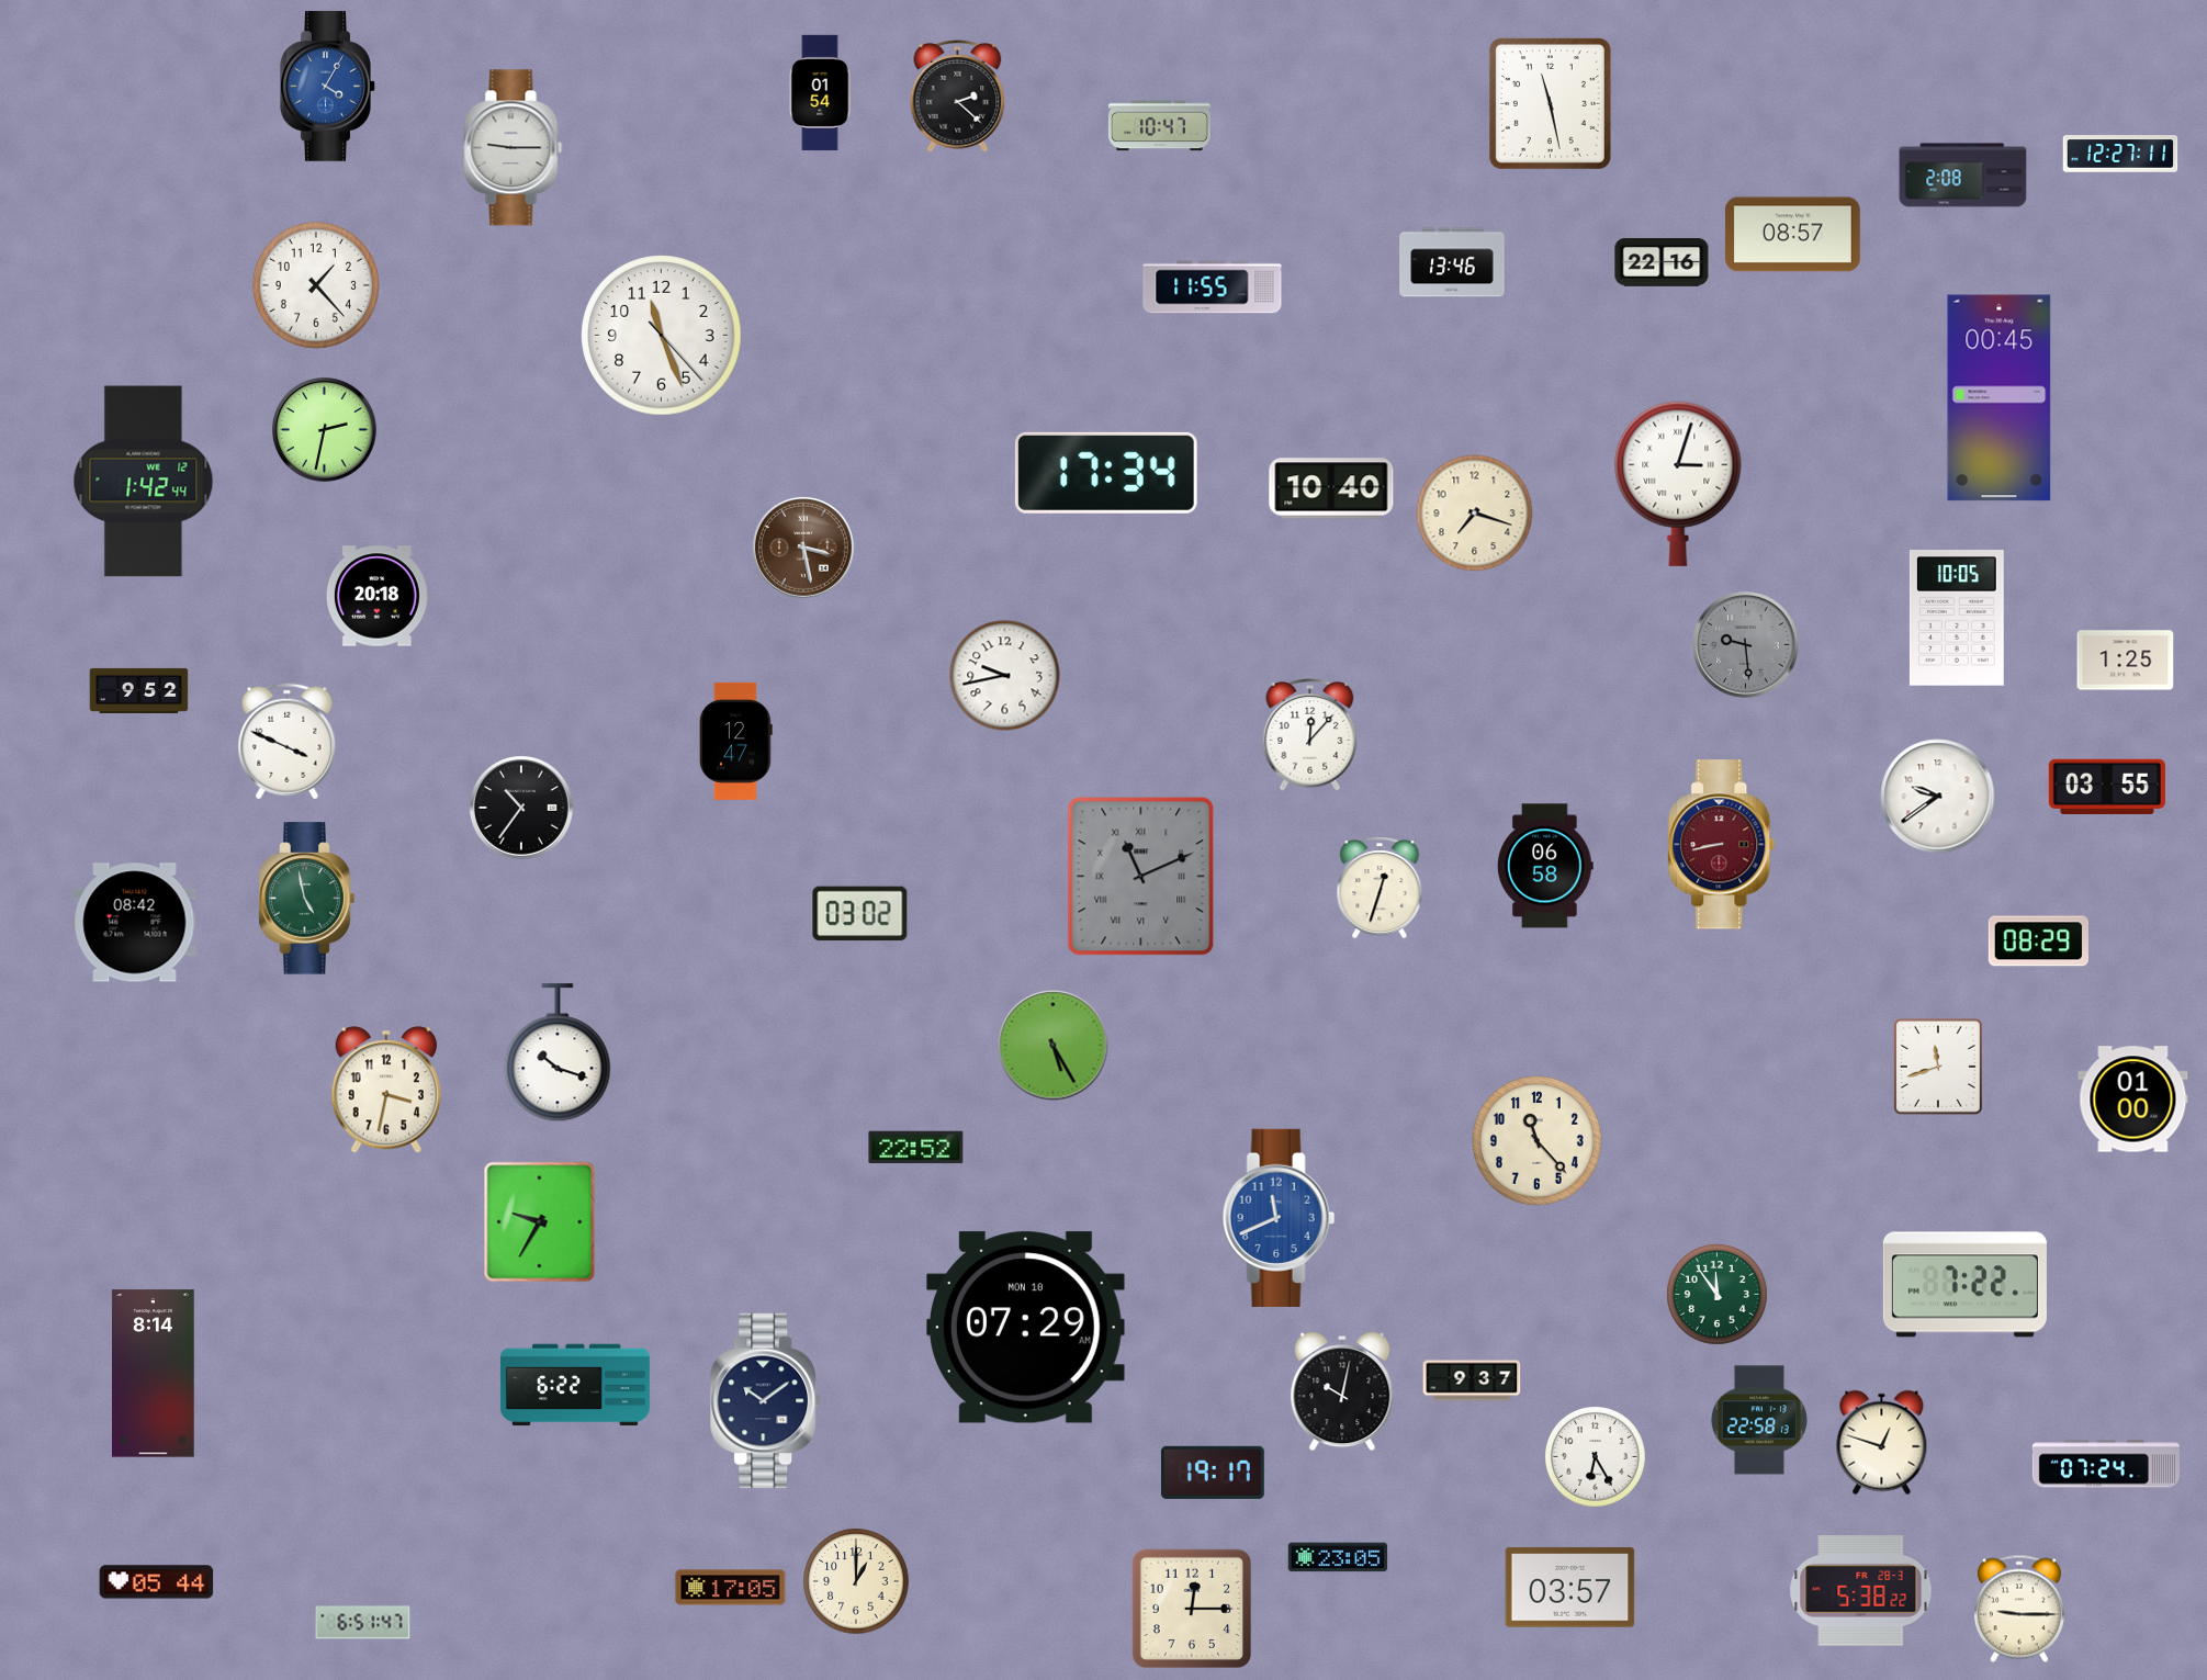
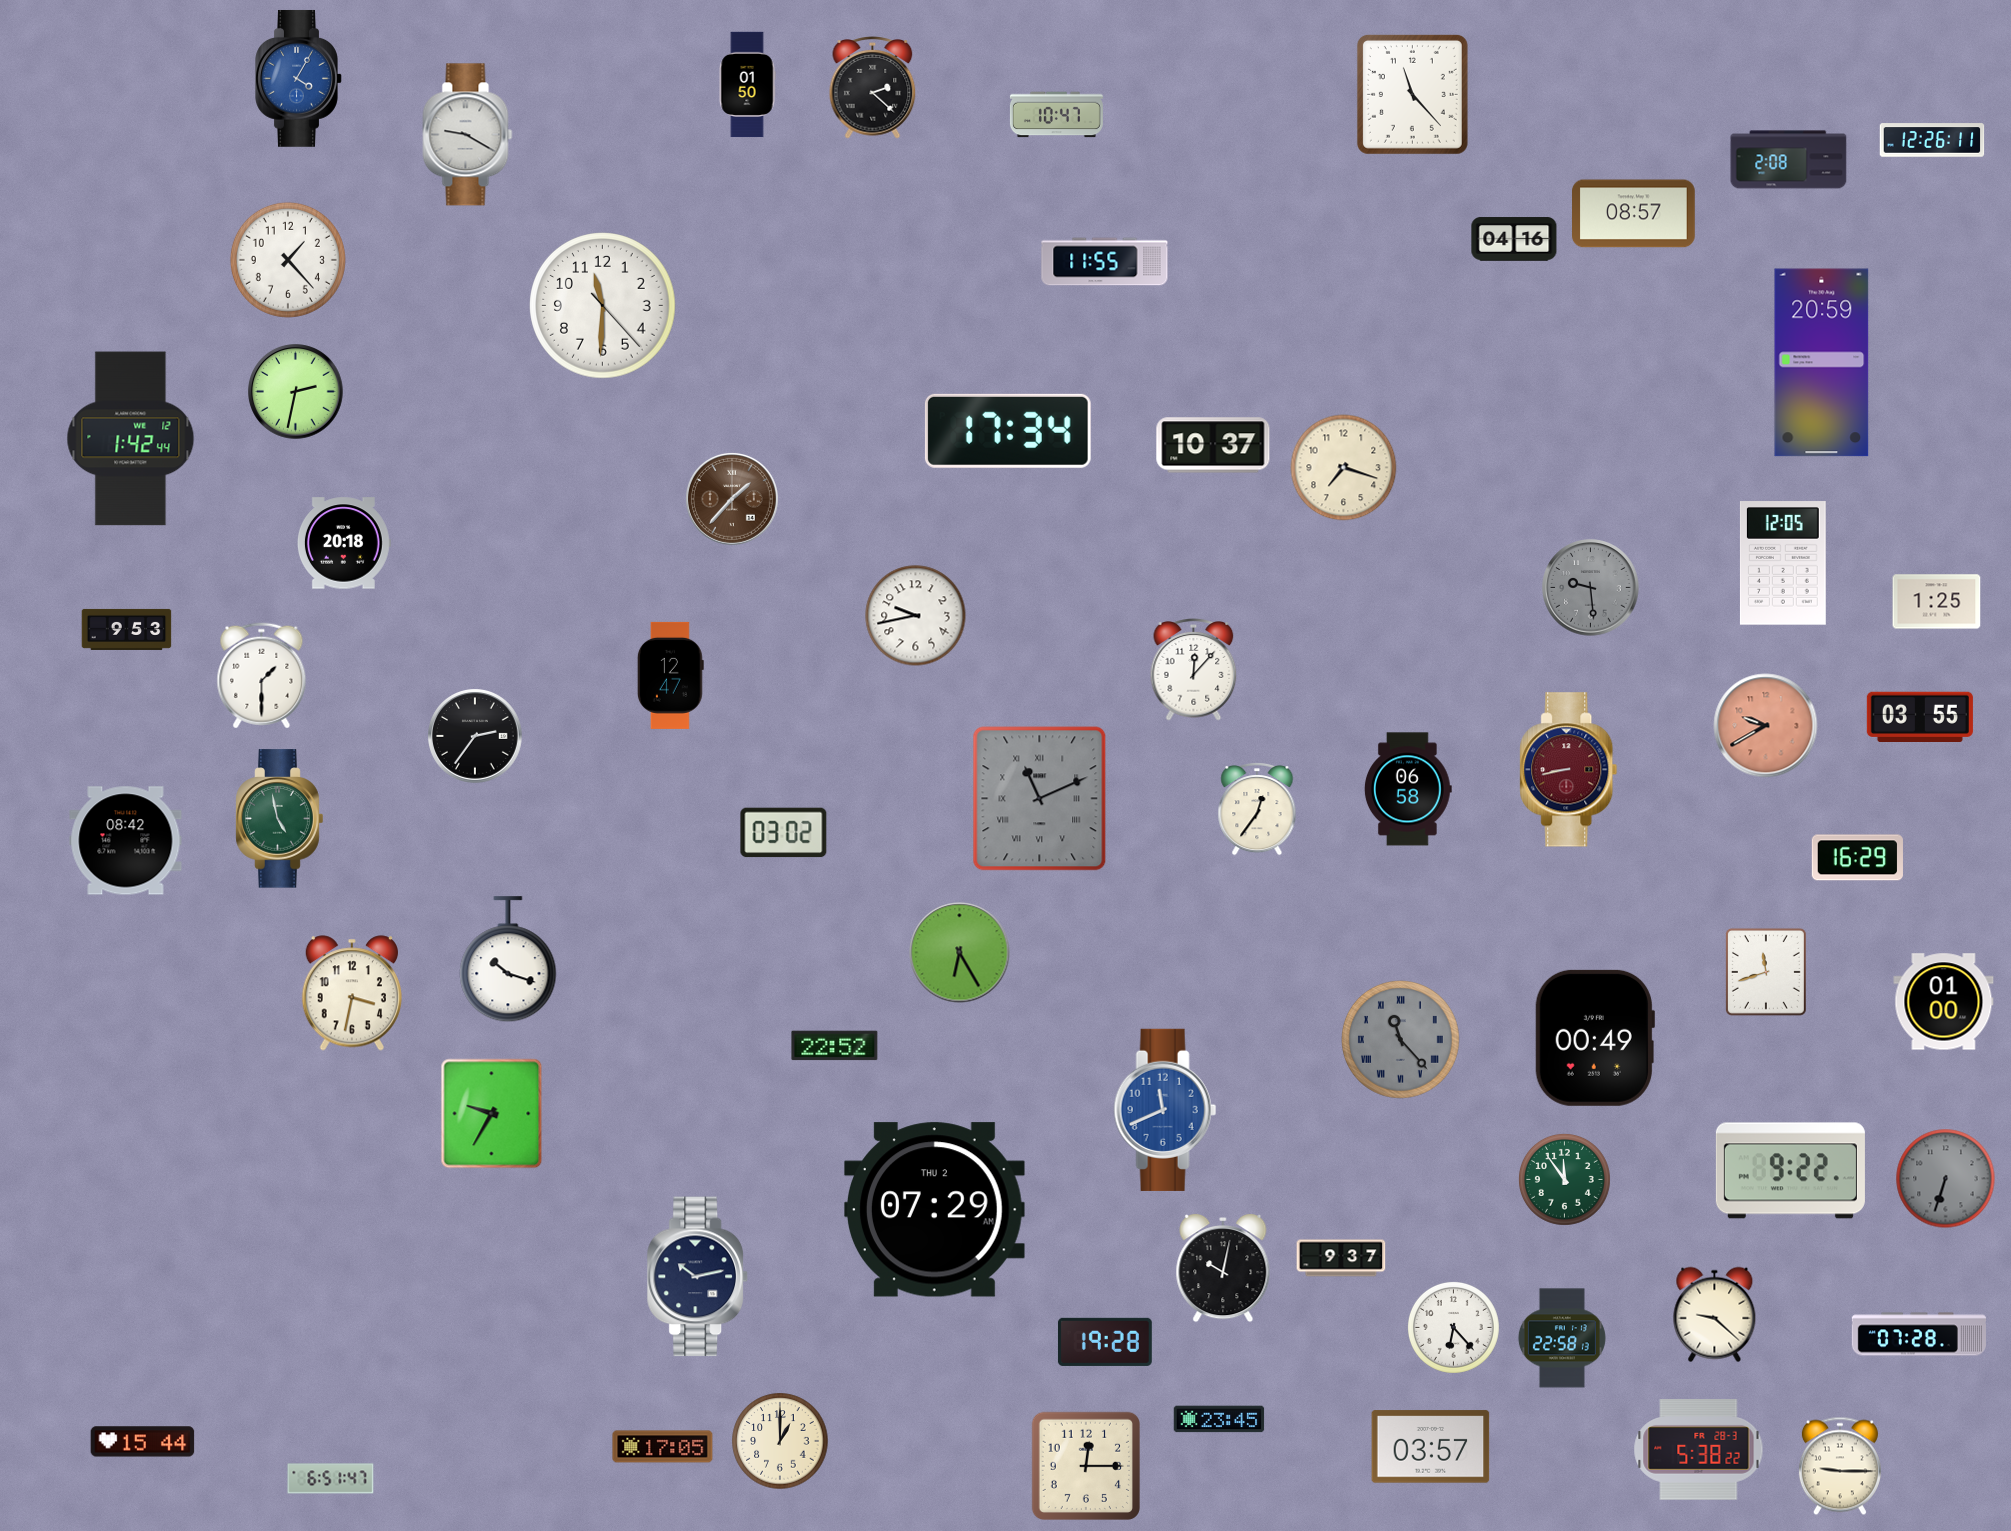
clock at (820, 93): 01:54 -> 01:50
clock at (1550, 103): 11:28 -> 11:23
clock at (514, 148): 9:15 -> 9:20
clock at (2120, 154): 12:27 -> 12:26
clock at (1452, 262): 13:46 -> none
clock at (1662, 262): 22:16 -> 04:16
clock at (662, 336): 11:26 -> 11:30
clock at (2000, 398): 00:45 -> 20:59
clock at (1678, 484): 3:03 -> none
clock at (1331, 488): 10:40 -> 10:37
clock at (803, 548): 3:28 -> 1:37
clock at (1957, 618): 10:05 -> 12:05
clock at (139, 690): 9:52 -> 9:53
clock at (288, 742): 3:49 -> 1:30
clock at (1938, 797): 9:39 -> 9:40
clock at (1938, 797) dial: white -> salmon
clock at (522, 809): 10:36 -> 2:36
clock at (1380, 889): 12:33 -> 12:36
clock at (135, 923) position: (135, 923) -> (126, 841)
clock at (2038, 942): 08:29 -> 16:29
clock at (1054, 1046): 5:25 -> 6:25
clock at (1595, 1038): none -> 00:49
clock at (1536, 1140) dial: cream -> grey
clock at (1536, 1140) numerals: Arabic -> Roman
clock at (1964, 1285): 7:22 -> 9:22
clock at (1946, 1179): none -> 6:33
clock at (1026, 1328) date: MON 10 -> THU 2
clock at (154, 1374): 8:14 -> none
clock at (575, 1385): 6:22 -> none
clock at (766, 1401): 10:09 -> 10:13
clock at (1759, 1420) position: (1759, 1420) -> (1562, 1338)
clock at (1882, 1443): 12:48 -> 9:22
clock at (1595, 1456): 6:25 -> 6:23
clock at (2106, 1464): 07:24 -> 07:28
clock at (1213, 1473): 19:17 -> 19:28
clock at (1338, 1557): 23:05 -> 23:45
clock at (157, 1582): 05:44 -> 15:44
clock at (731, 1588) position: (731, 1588) -> (663, 1447)
clock at (1861, 1591) position: (1861, 1591) -> (1699, 1450)
